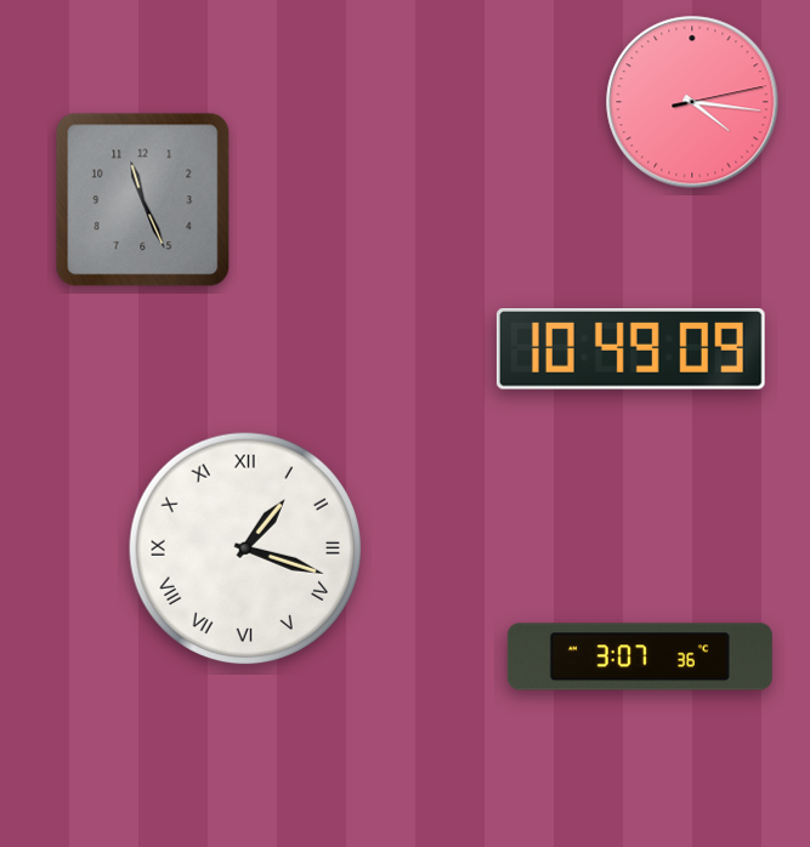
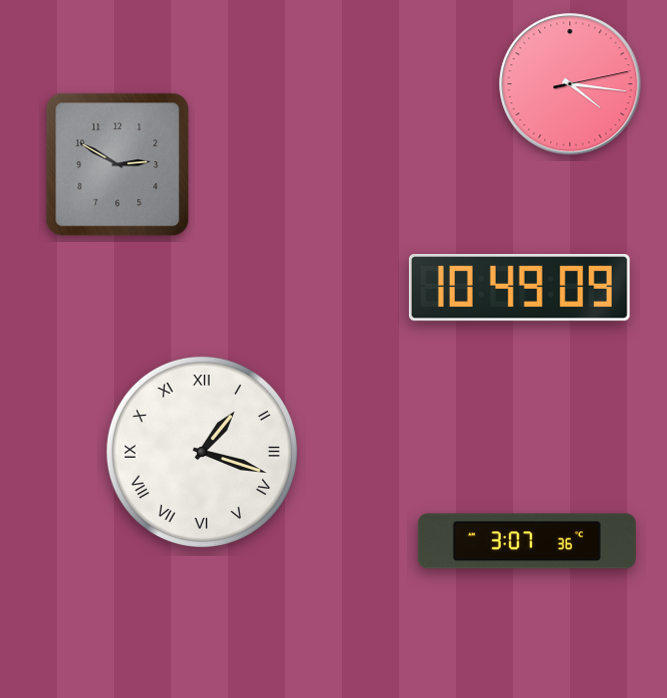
clock at (143, 200): 11:26 -> 2:50
